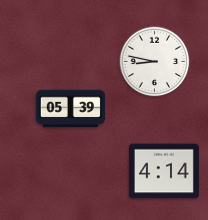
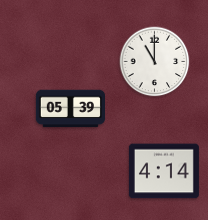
clock at (155, 62): 8:47 -> 11:00
